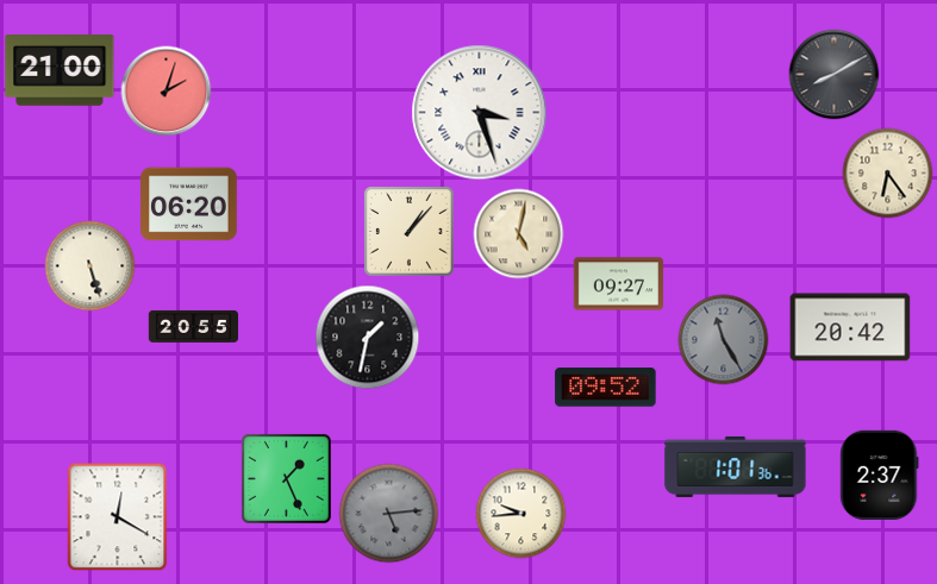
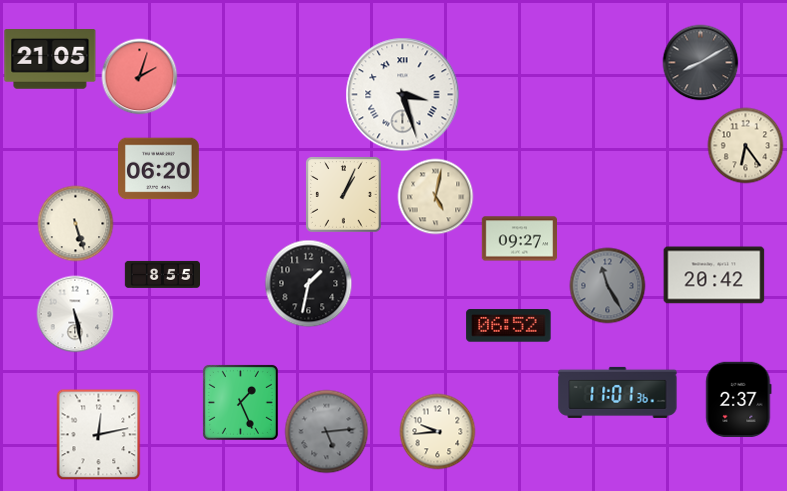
clock at (60, 70): 21:00 -> 21:05
clock at (189, 205) position: (189, 205) -> (159, 169)
clock at (410, 232): 1:07 -> 1:04
clock at (193, 326): 20:55 -> 8:55
clock at (75, 314): none -> 5:28
clock at (606, 388): 09:52 -> 06:52
clock at (736, 466): 1:01 -> 11:01
clock at (118, 517): 12:20 -> 12:13
